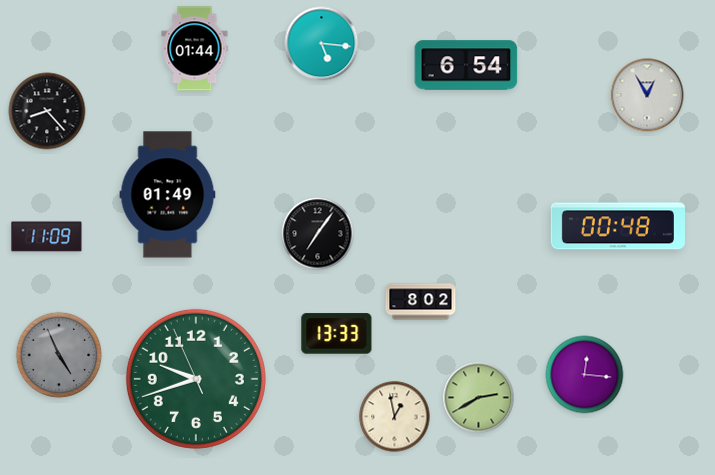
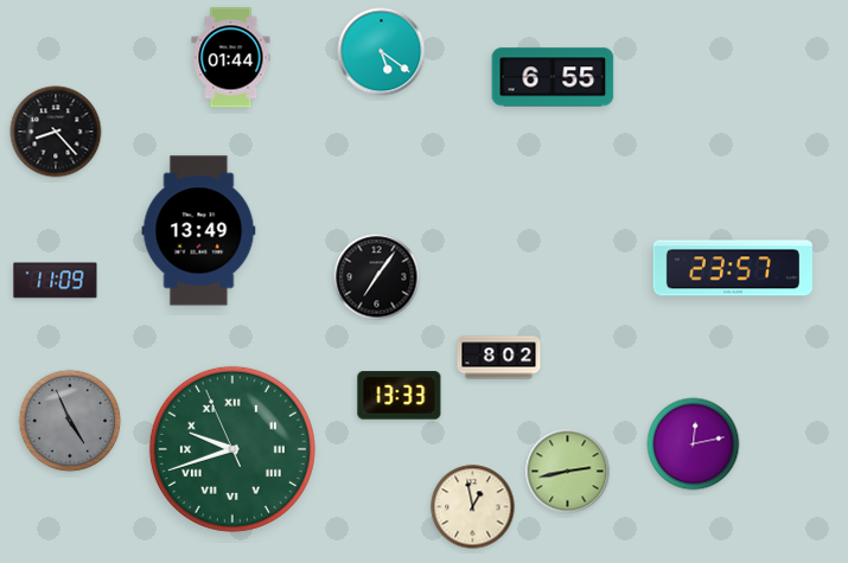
clock at (322, 44): 5:16 -> 5:21
clock at (466, 65): 6:54 -> 6:55
clock at (647, 95): 12:55 -> none
clock at (168, 195): 01:49 -> 13:49
clock at (618, 226): 00:48 -> 23:57
clock at (585, 375): 12:16 -> 12:13
clock at (196, 379) numerals: Arabic -> Roman
clock at (479, 398): 2:40 -> 2:43
clock at (395, 417) position: (395, 417) -> (473, 507)
